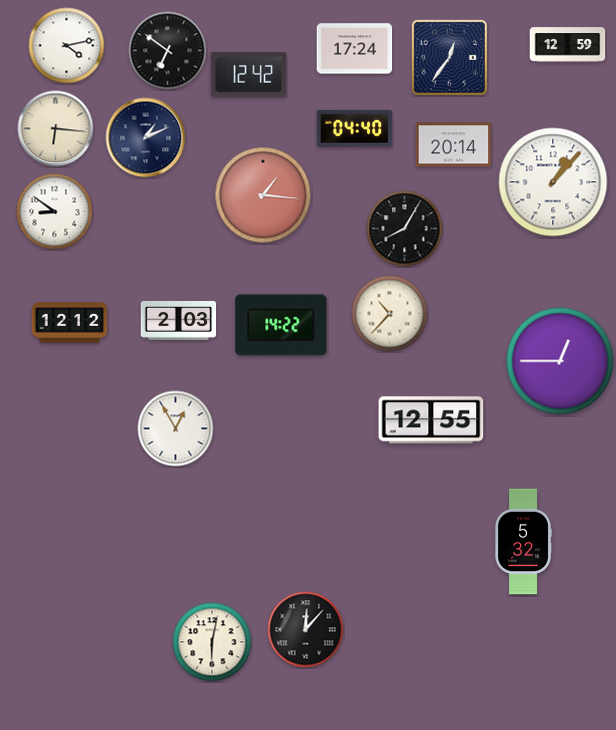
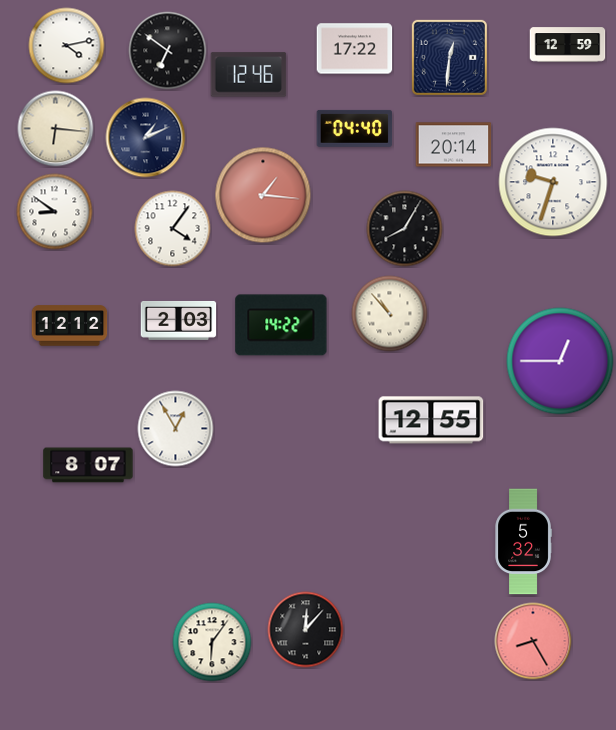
clock at (355, 49): 17:24 -> 17:22
clock at (449, 57): 12:36 -> 12:31
clock at (249, 75): 12:42 -> 12:46
clock at (553, 182): 1:07 -> 9:33
clock at (173, 229): none -> 4:06
clock at (390, 314): 10:37 -> 10:53
clock at (70, 323) position: (70, 323) -> (70, 326)
clock at (88, 465): none -> 8:07
clock at (533, 641): none -> 8:25
clock at (212, 642): 6:02 -> 6:06
